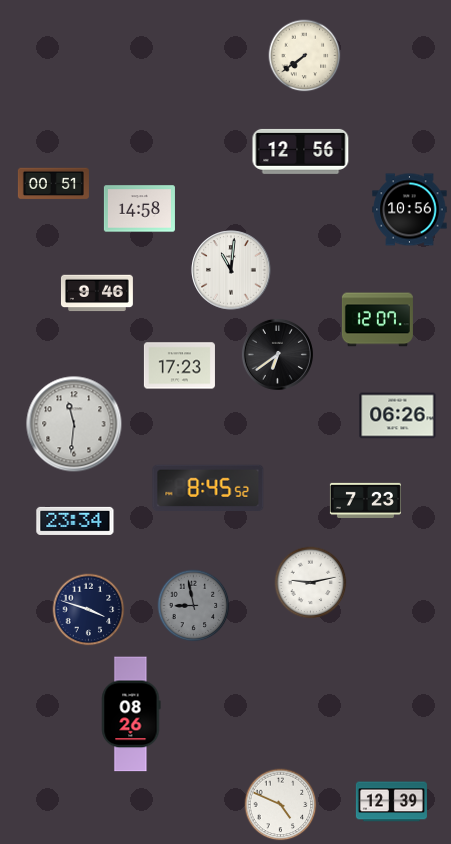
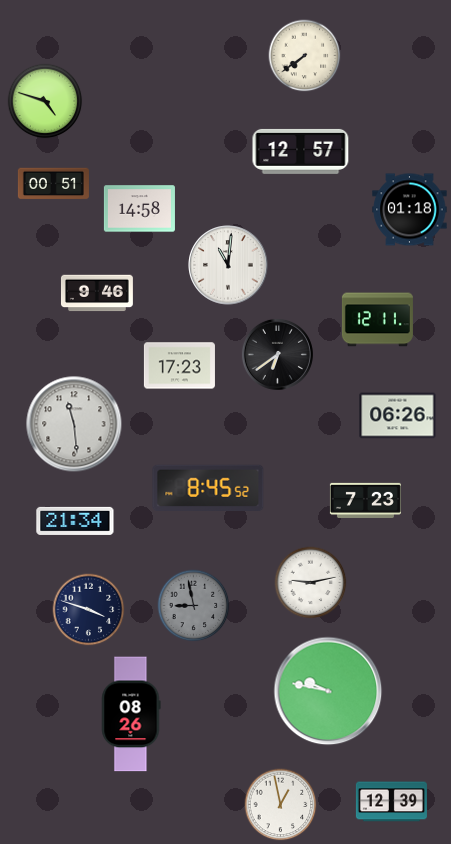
clock at (45, 101): none -> 4:48
clock at (301, 151): 12:56 -> 12:57
clock at (410, 210): 10:56 -> 01:18
clock at (231, 270) position: (231, 270) -> (228, 265)
clock at (377, 320): 12:07 -> 12:11
clock at (74, 424): 11:31 -> 11:29
clock at (75, 521): 23:34 -> 21:34
clock at (328, 691): none -> 9:47
clock at (281, 805): 4:49 -> 12:58
